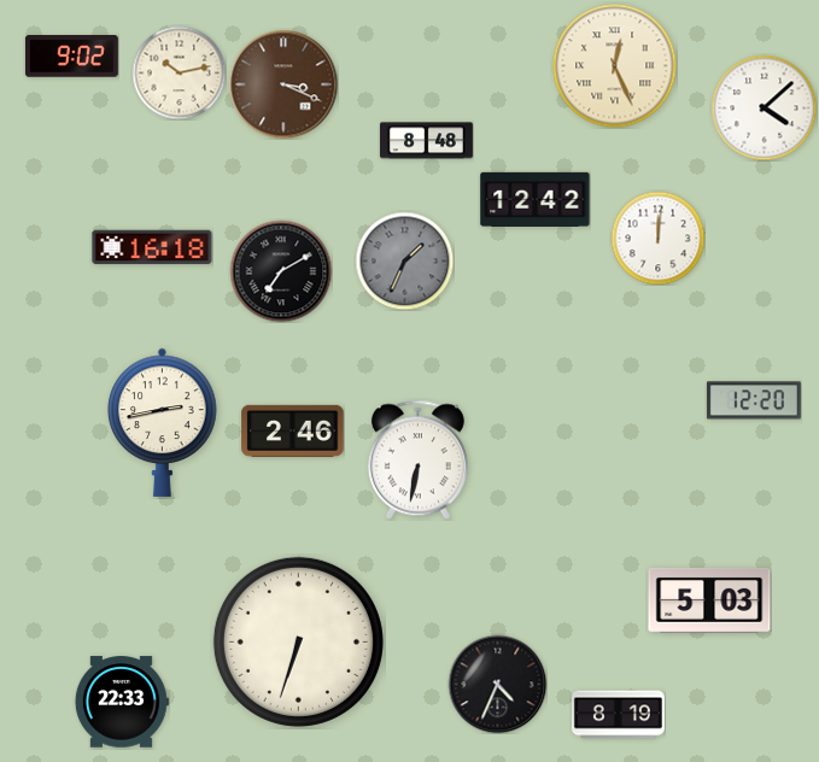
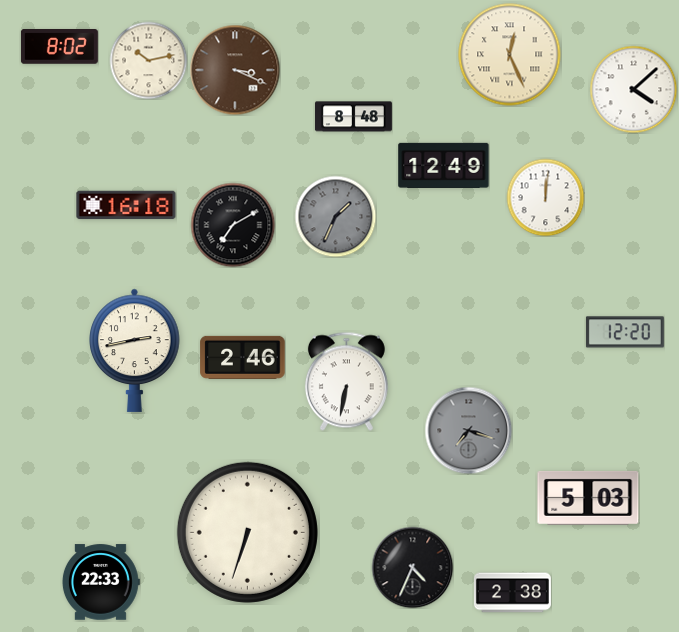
clock at (71, 57): 9:02 -> 8:02
clock at (536, 199): 12:42 -> 12:49
clock at (468, 430): none -> 7:18
clock at (618, 715): 8:19 -> 2:38
